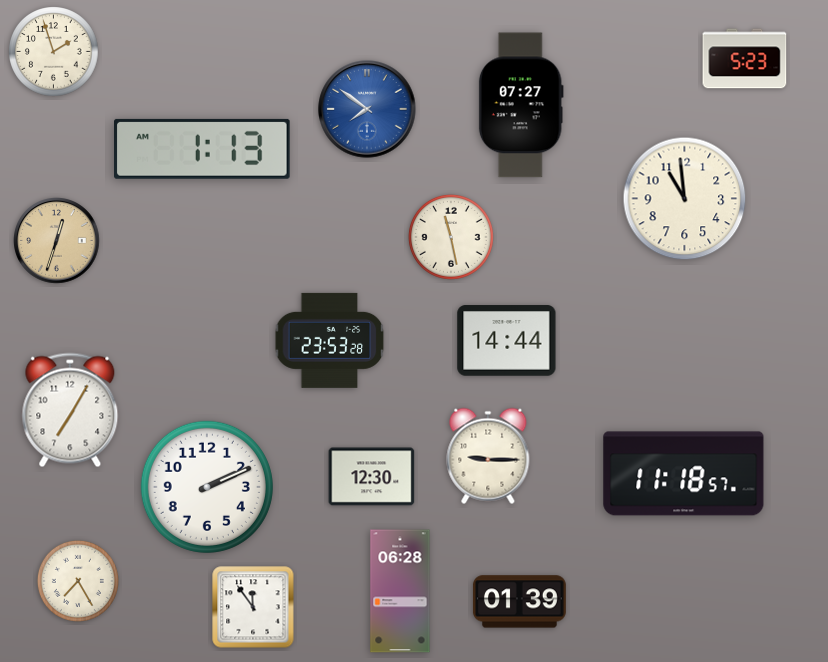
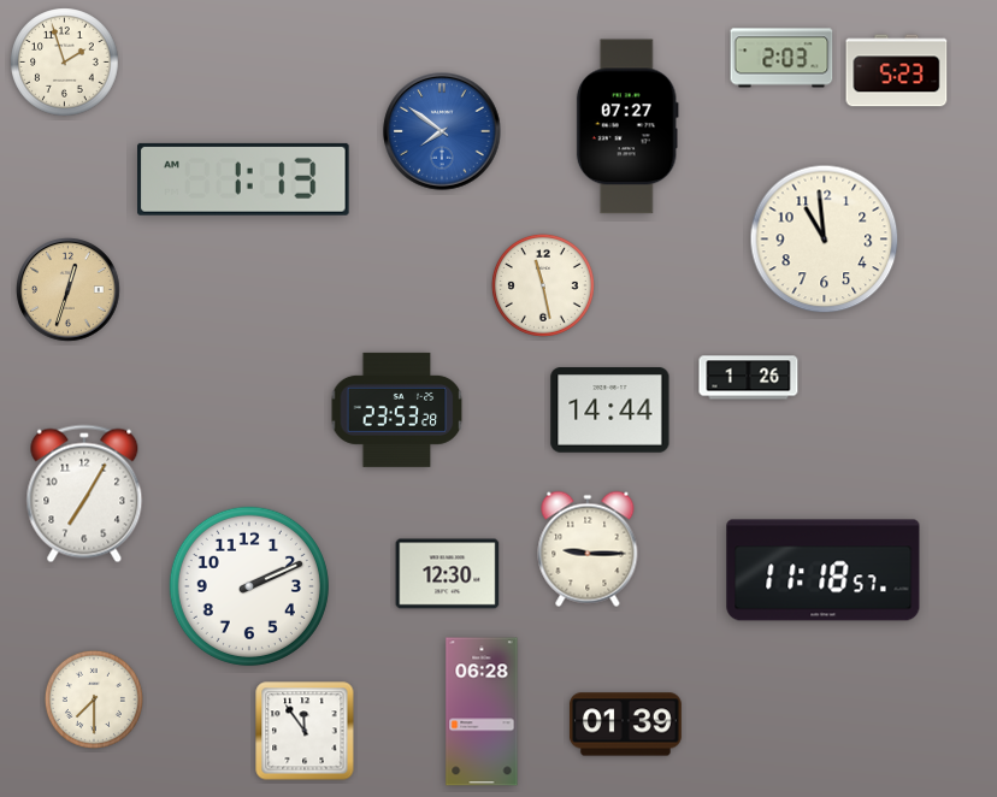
clock at (781, 58): none -> 2:03
clock at (749, 378): none -> 1:26
clock at (78, 581): 7:25 -> 7:30
